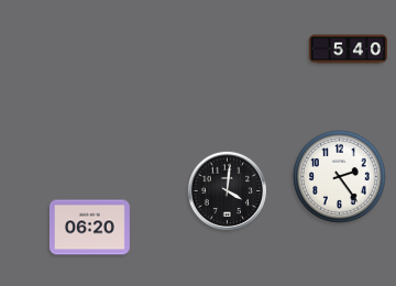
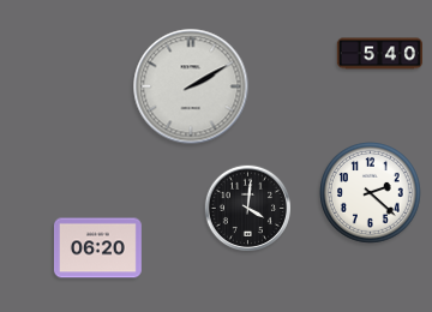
clock at (191, 86): none -> 2:10
clock at (340, 177): 2:24 -> 2:22
